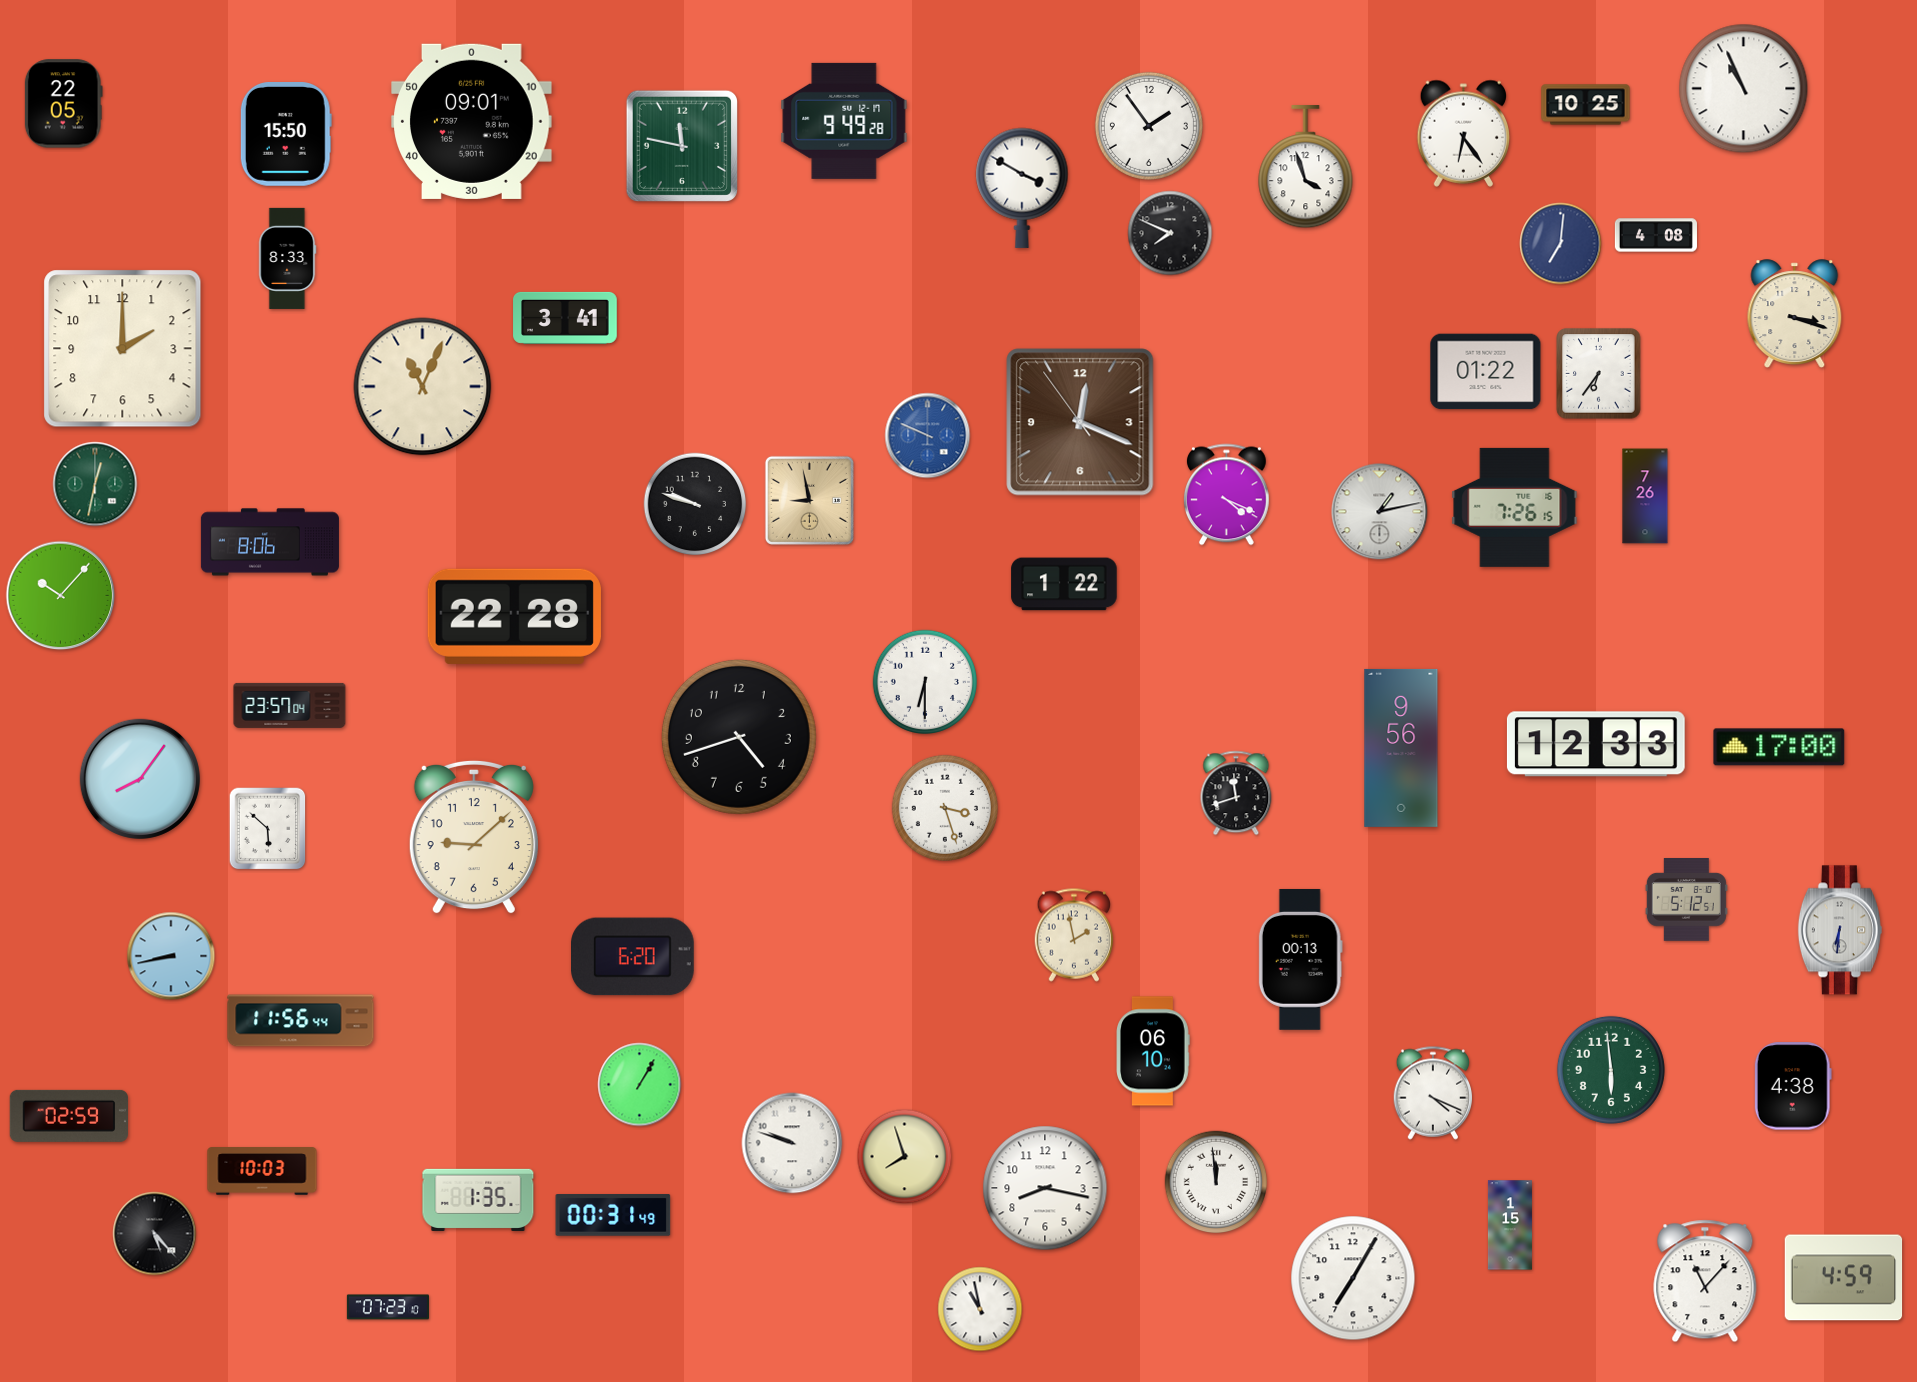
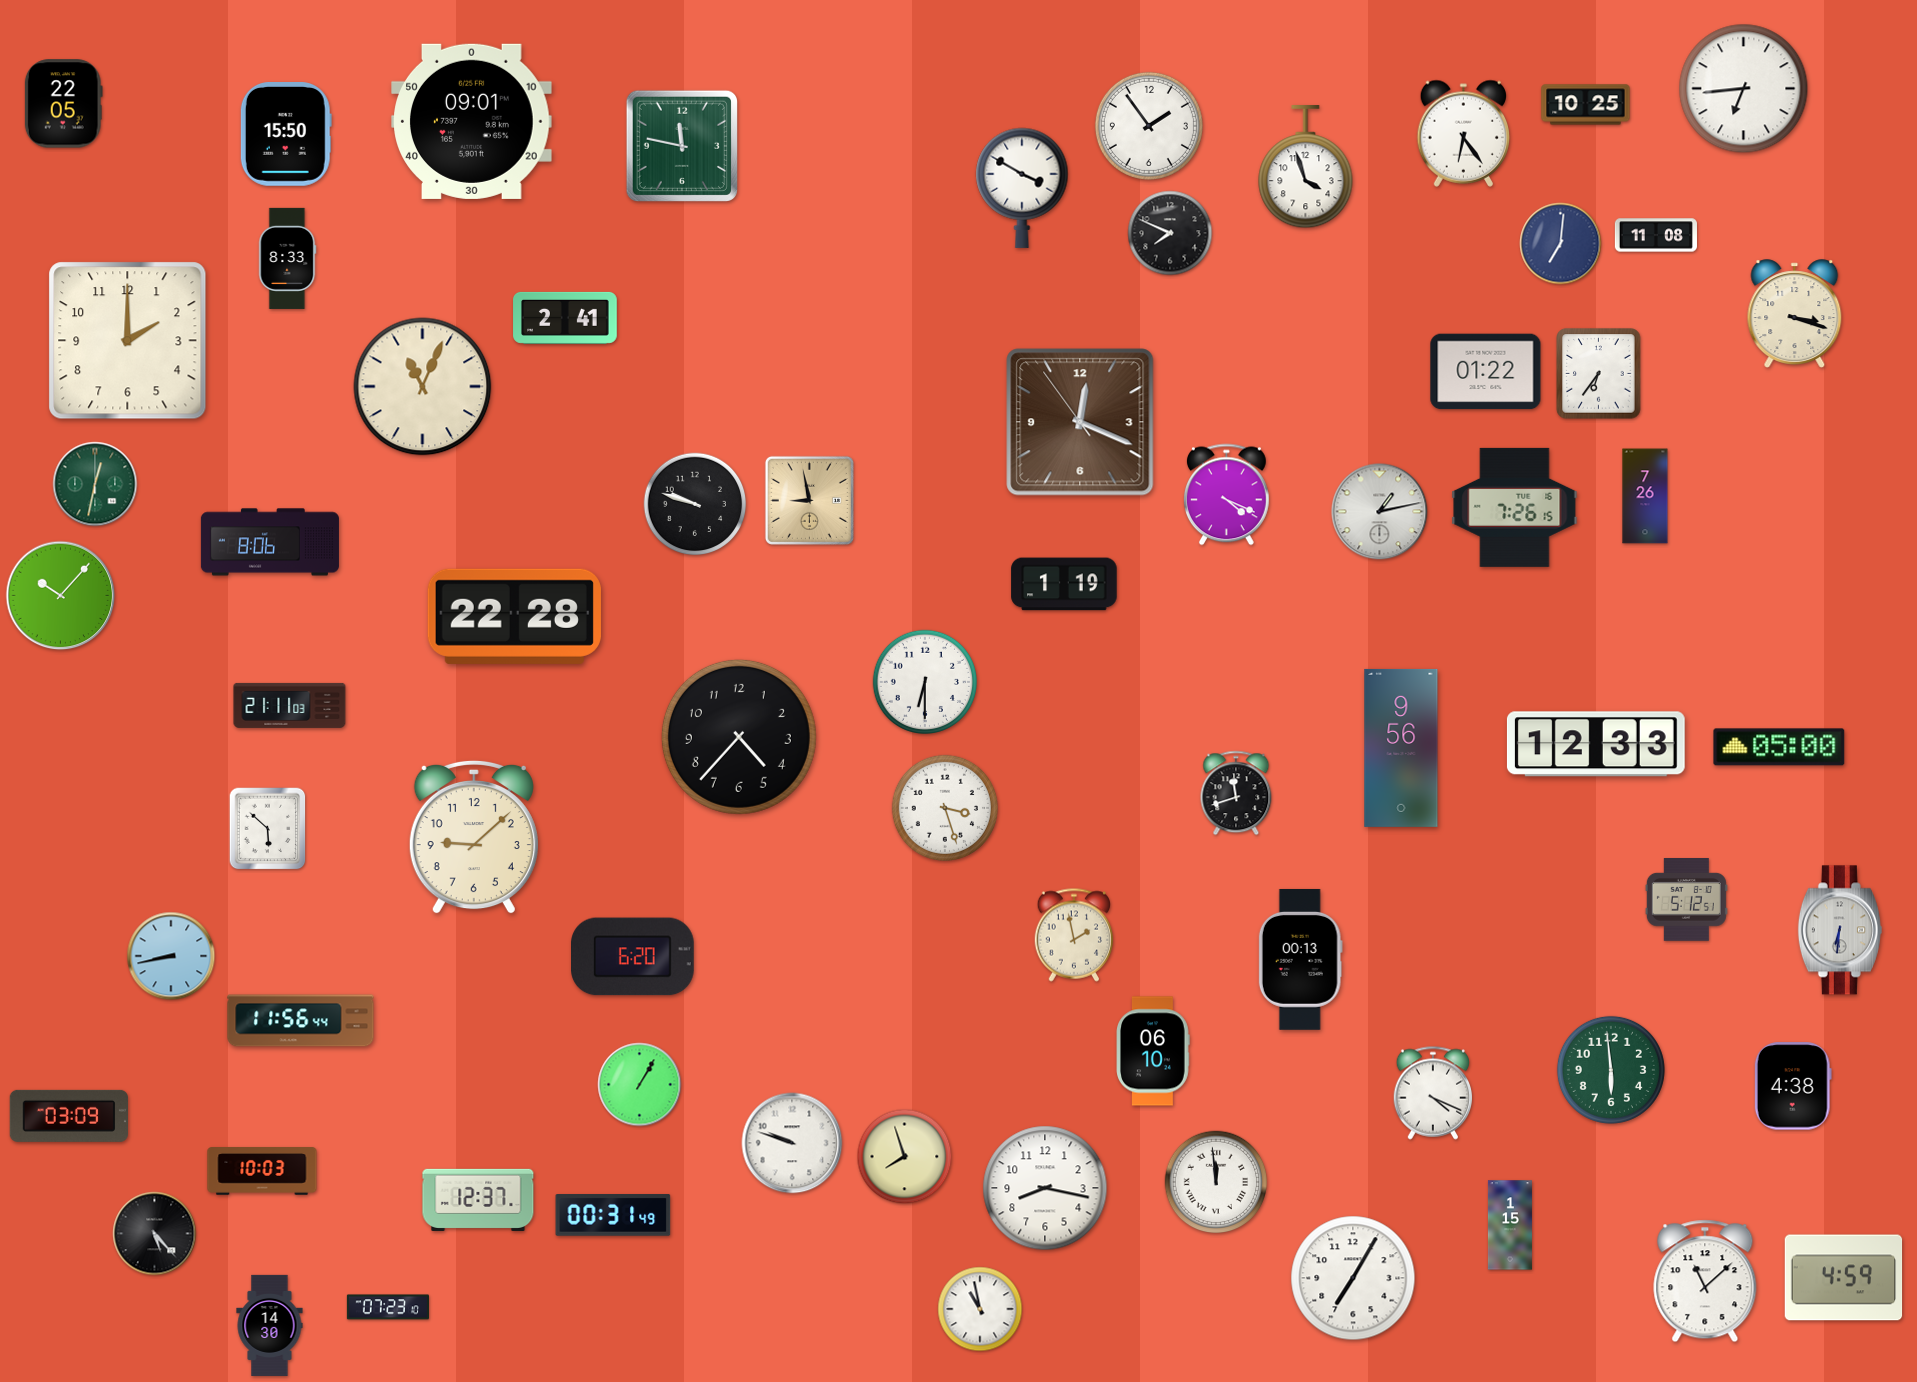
clock at (1744, 89): 10:56 -> 6:44
clock at (844, 121): 9:49 -> none
clock at (1656, 235): 4:08 -> 11:08
clock at (565, 318): 3:41 -> 2:41
clock at (123, 349) position: (123, 349) -> (128, 341)
clock at (928, 436): 9:49 -> none
clock at (1064, 584): 1:22 -> 1:19
clock at (290, 705): 23:57 -> 21:11
clock at (739, 737): 4:42 -> 4:37
clock at (1779, 747): 17:00 -> 05:00
clock at (140, 779): 8:06 -> none
clock at (69, 1116): 02:59 -> 03:09
clock at (478, 1200): 1:35 -> 12:37
clock at (1705, 1281): 11:07 -> 11:08
clock at (270, 1325): none -> 14:30
